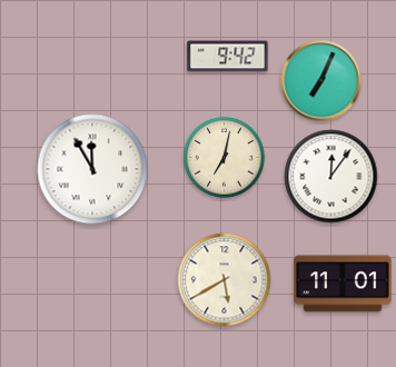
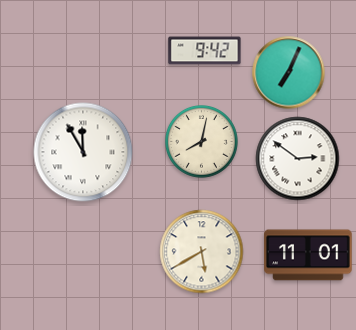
clock at (225, 158): 7:02 -> 8:02
clock at (331, 177): 12:06 -> 2:51
